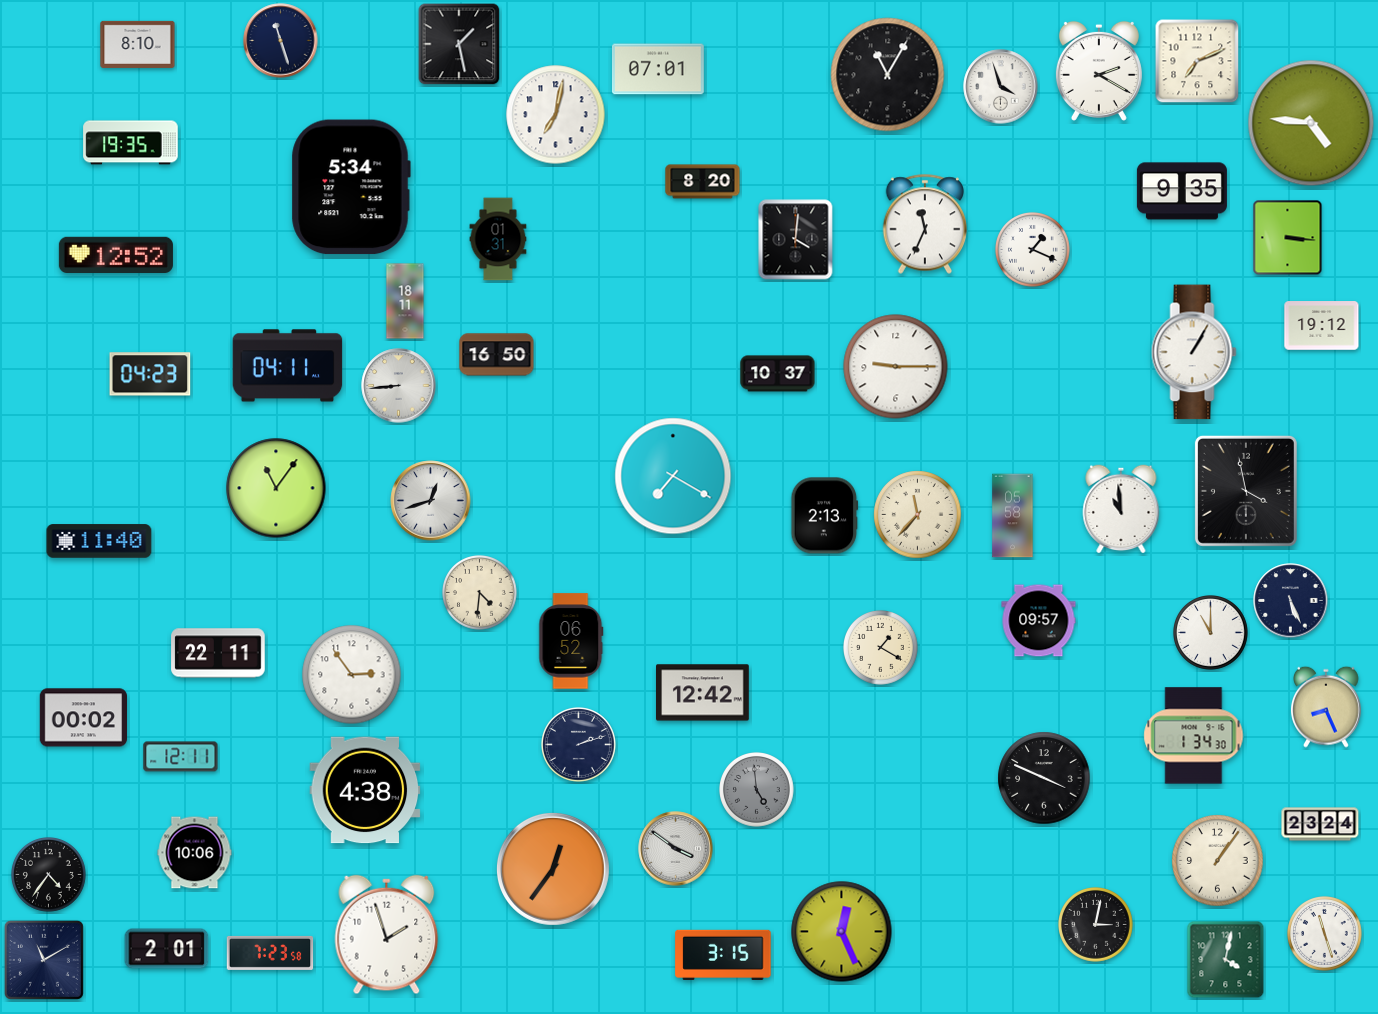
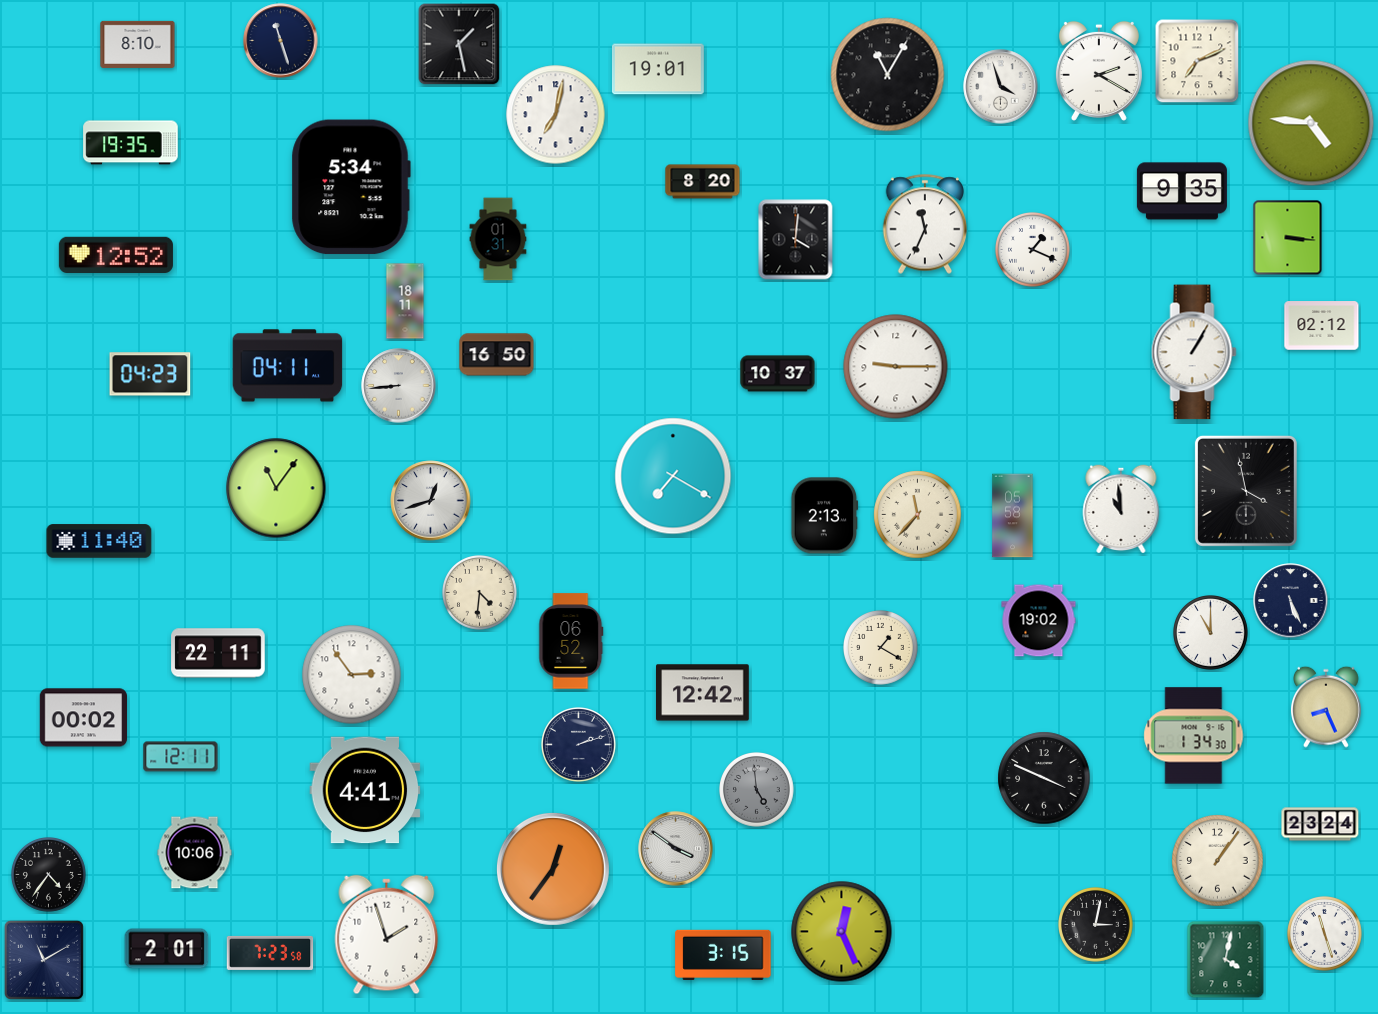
clock at (658, 69): 07:01 -> 19:01
clock at (1322, 326): 19:12 -> 02:12
clock at (1039, 621): 09:57 -> 19:02
clock at (365, 790): 4:38 -> 4:41
